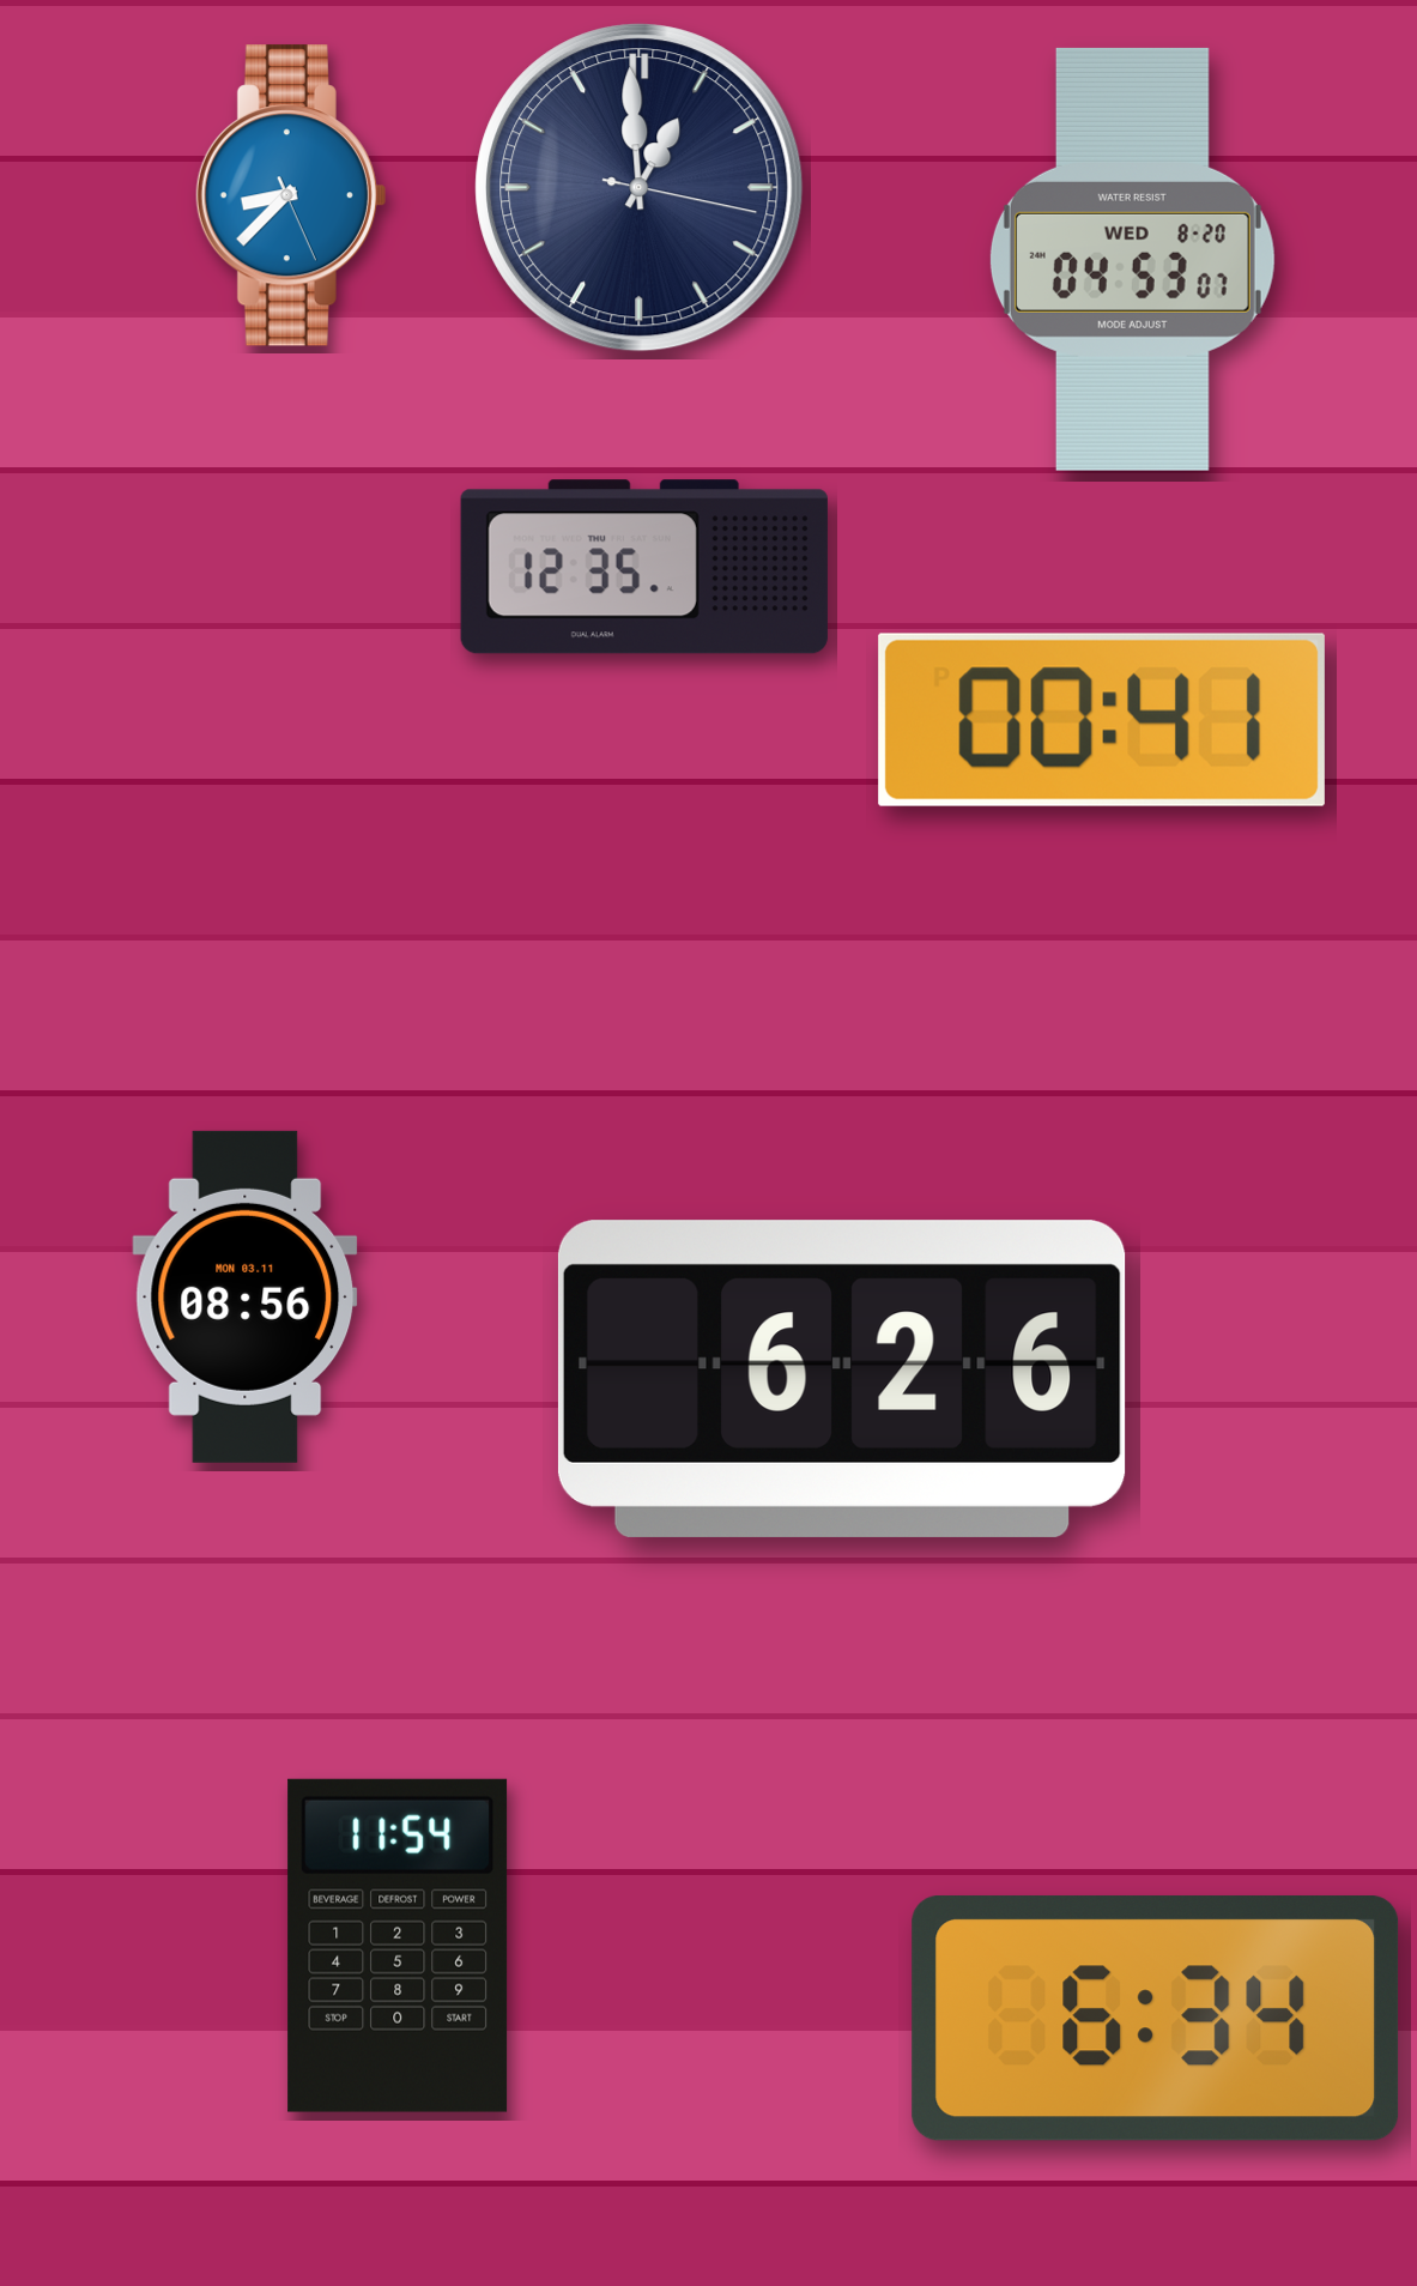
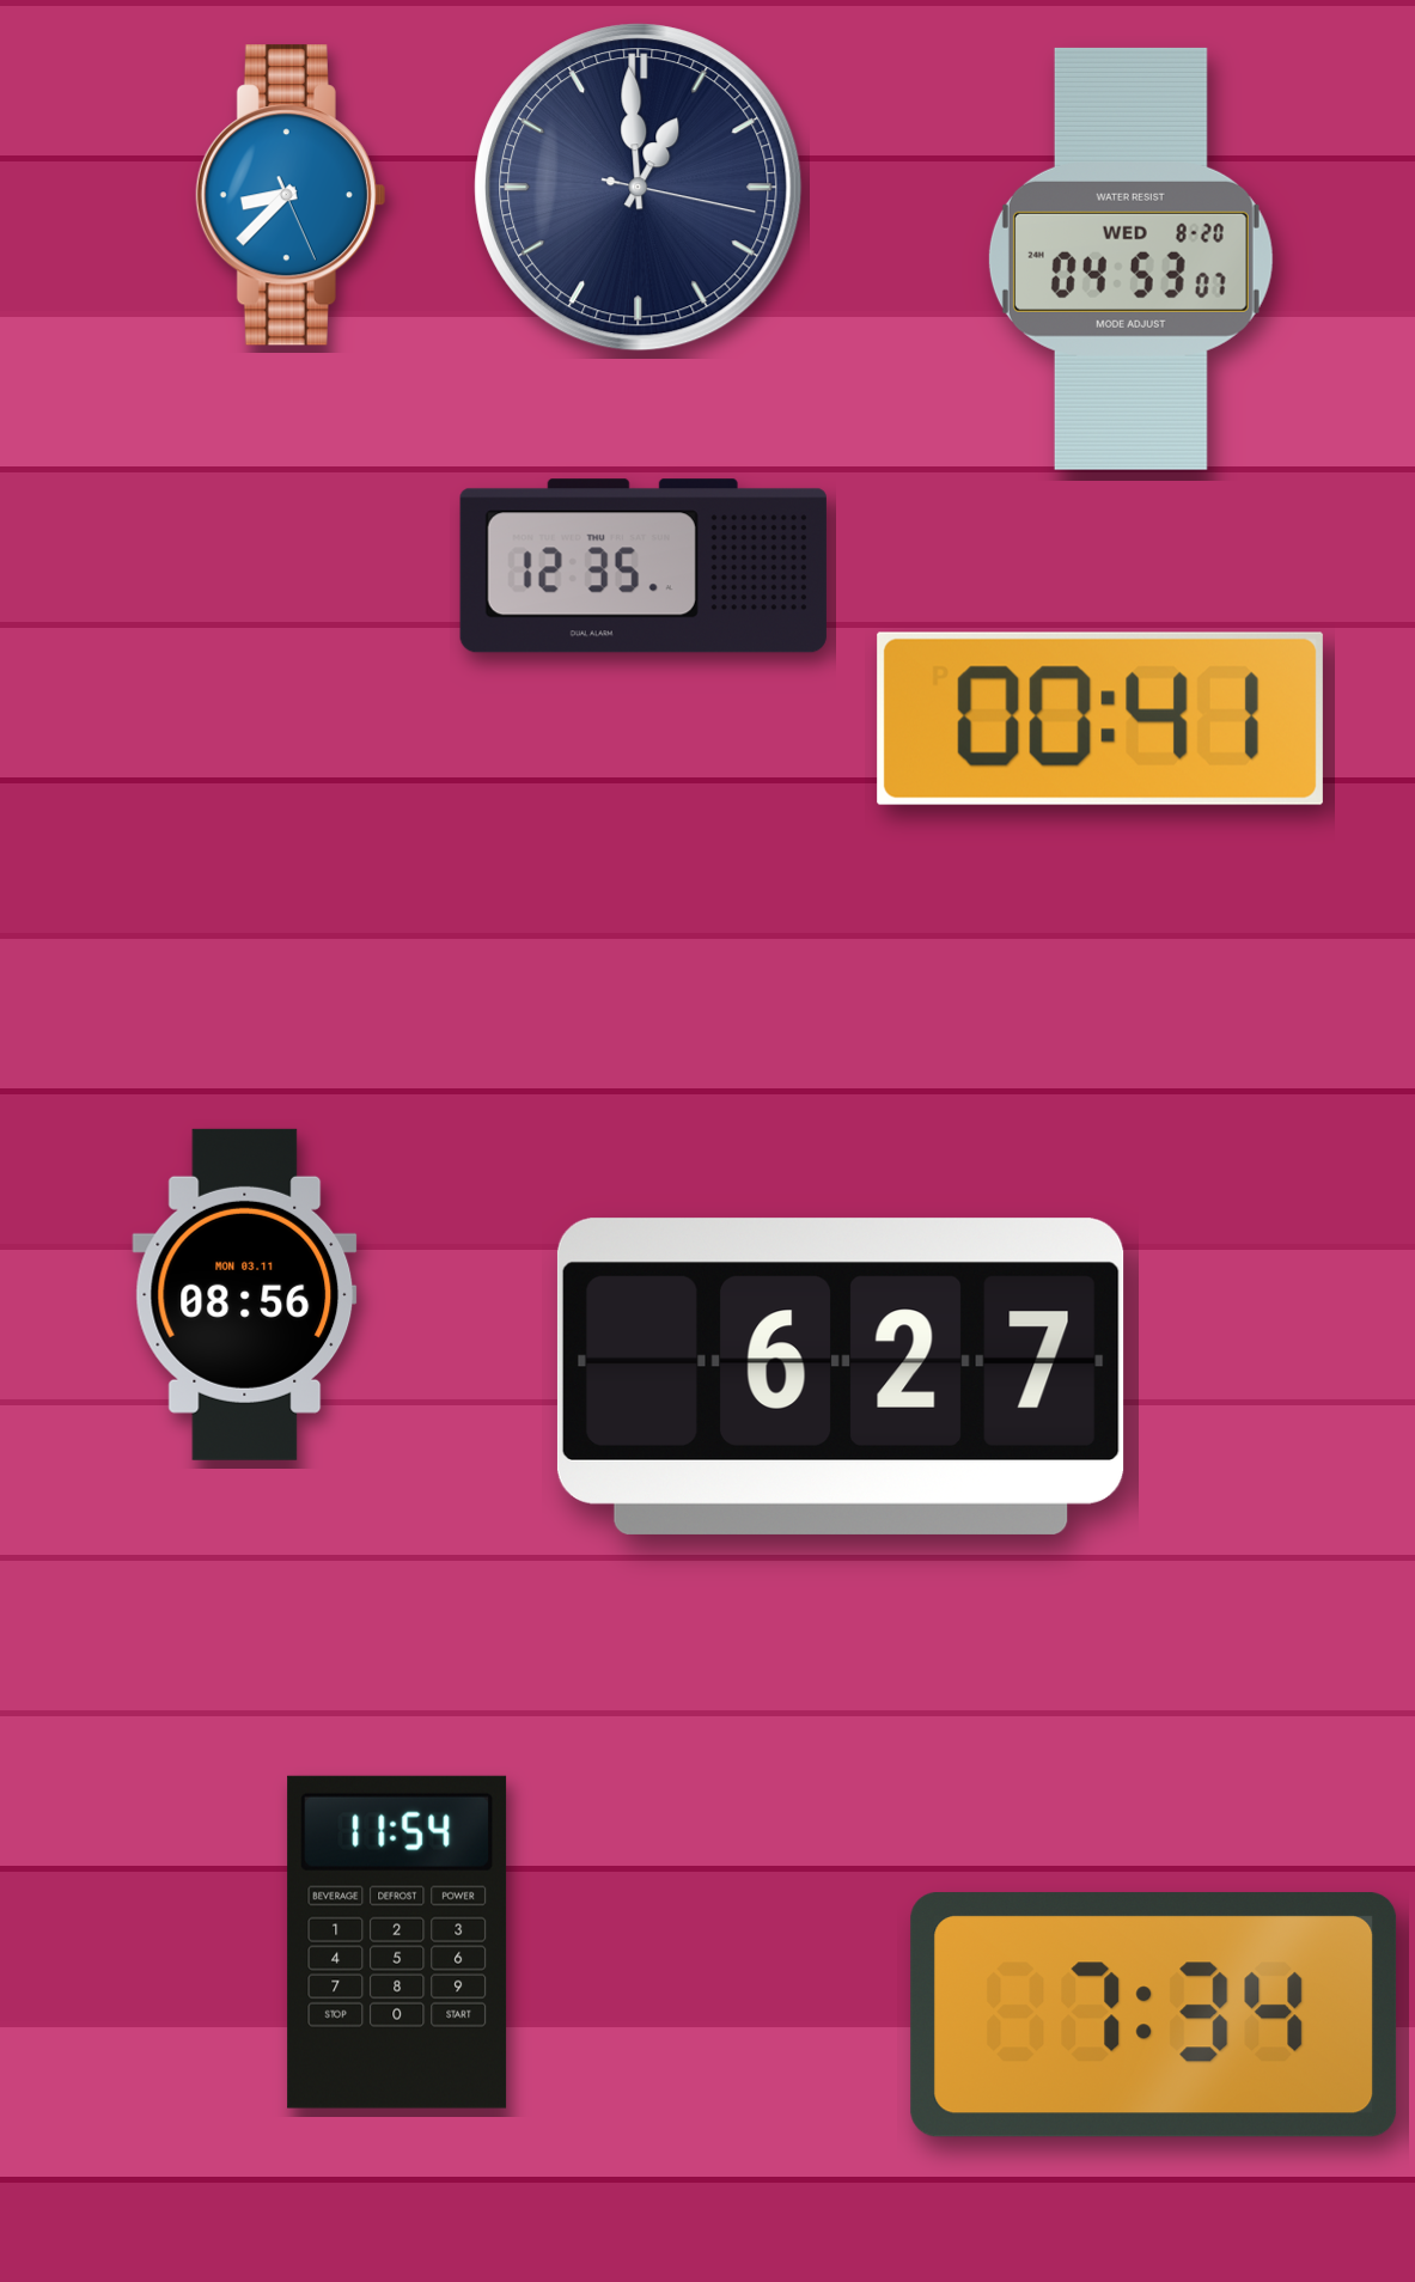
clock at (842, 1379): 6:26 -> 6:27
clock at (1156, 2019): 6:34 -> 7:34
